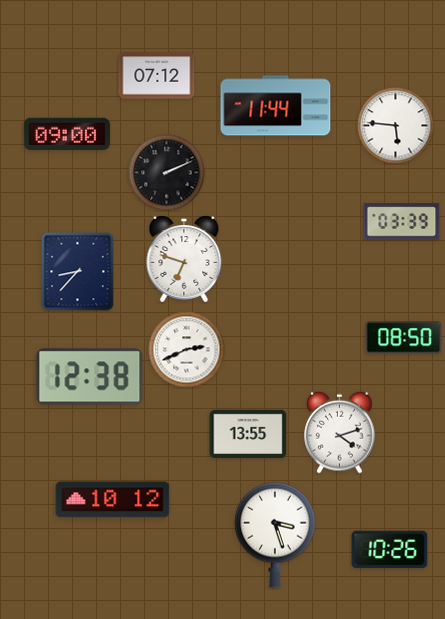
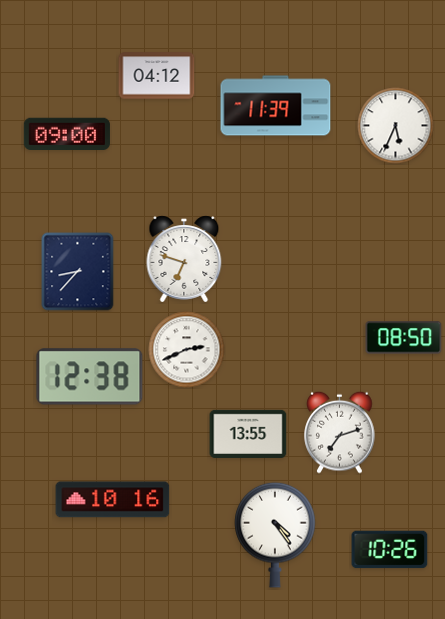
clock at (157, 76): 07:12 -> 04:12
clock at (276, 106): 11:44 -> 11:39
clock at (396, 126): 5:46 -> 5:34
clock at (167, 173): 2:11 -> none
clock at (402, 222): 03:39 -> none
clock at (340, 432): 4:12 -> 7:12
clock at (113, 500): 10:12 -> 10:16
clock at (275, 535): 3:27 -> 4:24
